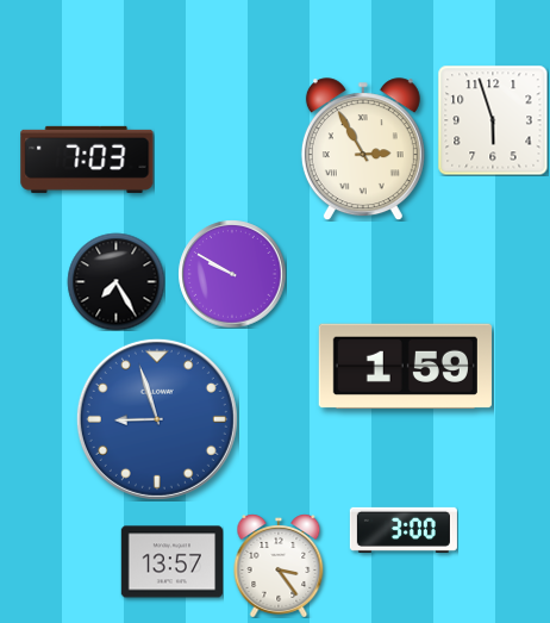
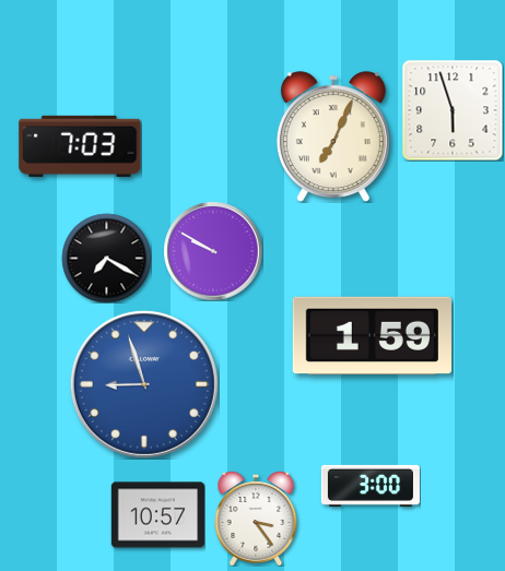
clock at (363, 149): 2:55 -> 7:04
clock at (115, 281): 7:25 -> 7:20
clock at (171, 562): 13:57 -> 10:57
